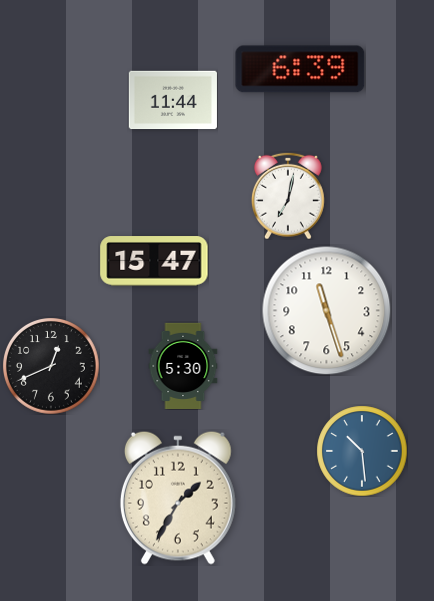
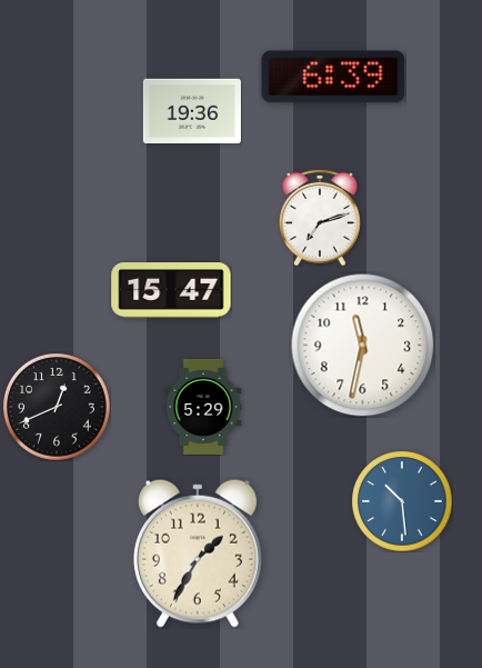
clock at (173, 100): 11:44 -> 19:36
clock at (289, 196): 7:02 -> 7:12
clock at (326, 310): 11:27 -> 11:32
clock at (183, 365): 5:30 -> 5:29
